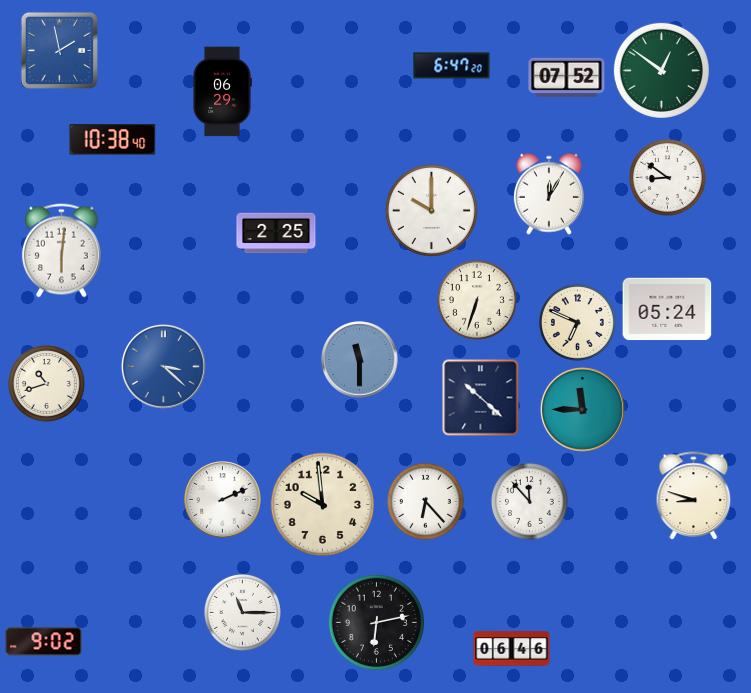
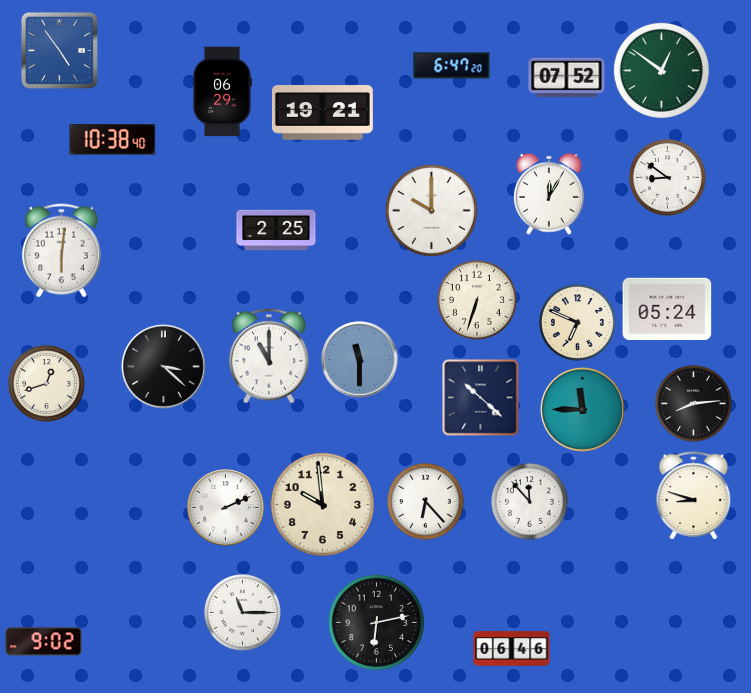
clock at (59, 50): 1:58 -> 4:54
clock at (322, 113): none -> 19:21
clock at (276, 233) position: (276, 233) -> (276, 230)
clock at (269, 356): none -> 11:00
clock at (163, 366) dial: blue -> black
clock at (46, 383): 10:42 -> 12:42
clock at (693, 403): none -> 8:14
clock at (223, 500) position: (223, 500) -> (226, 508)
